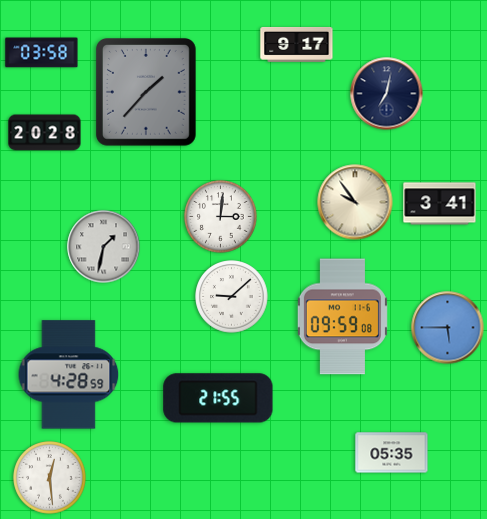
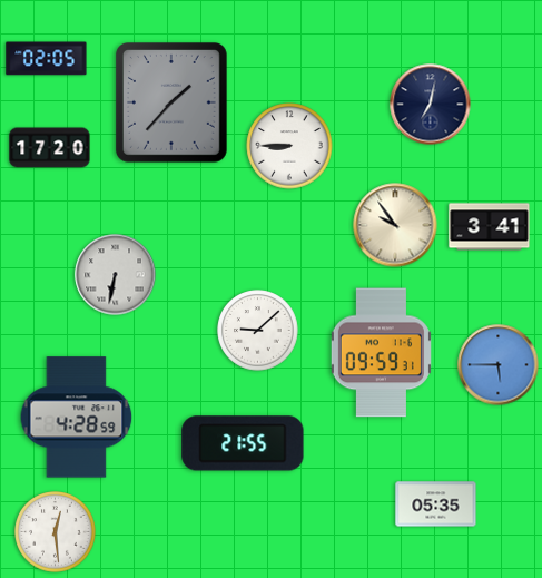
clock at (297, 44): 9:17 -> none
clock at (42, 53): 03:58 -> 02:05
clock at (146, 93) position: (146, 93) -> (171, 104)
clock at (289, 146): none -> 8:45
clock at (45, 133): 20:28 -> 17:20
clock at (221, 217): 3:01 -> none
clock at (104, 247): 1:32 -> 6:32
clock at (342, 317): 09:59:08 -> 09:59:31
